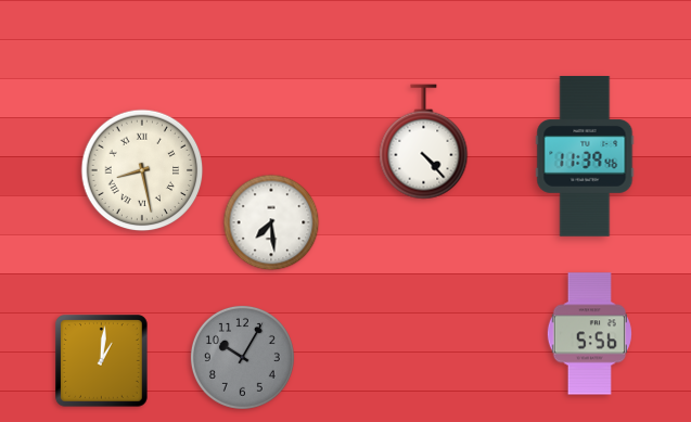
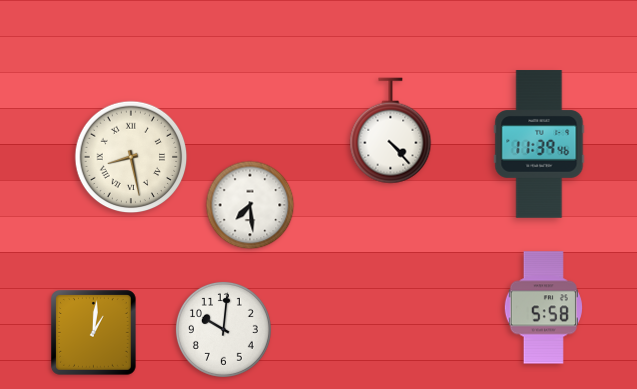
clock at (589, 334): 5:56 -> 5:58
clock at (242, 357): 10:05 -> 10:01
clock at (242, 357) dial: grey -> white
